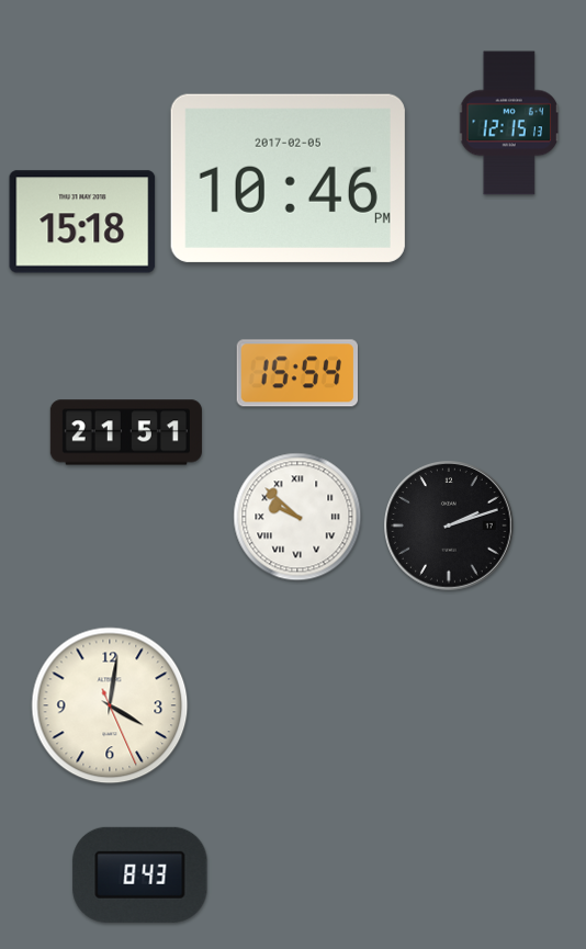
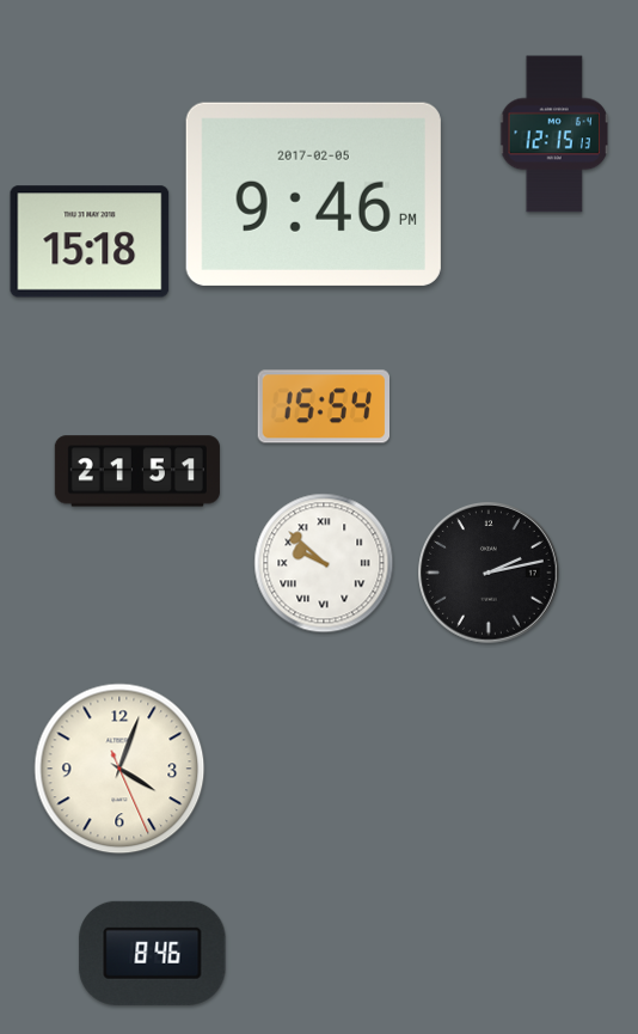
clock at (288, 178): 10:46 -> 9:46
clock at (449, 526): 2:12 -> 2:13
clock at (110, 705): 4:01 -> 4:03
clock at (140, 874): 8:43 -> 8:46
